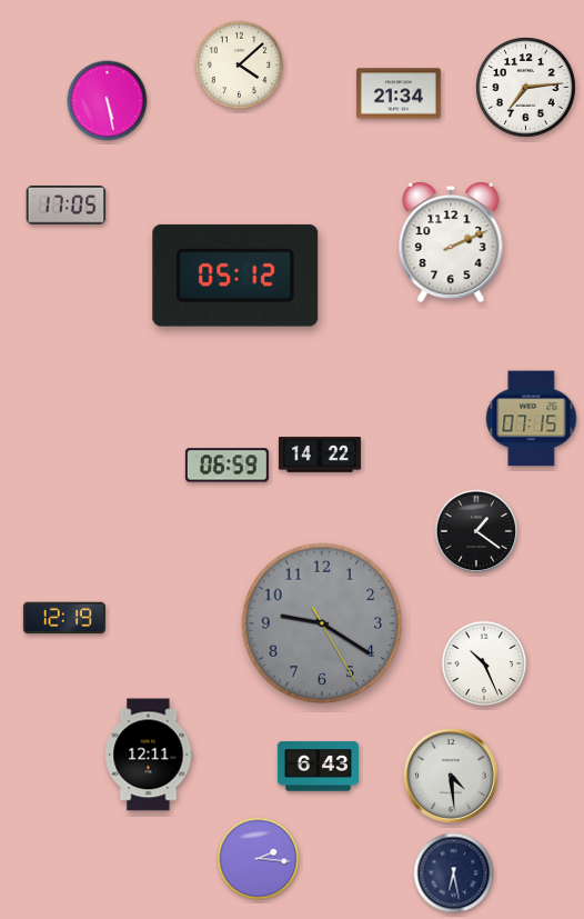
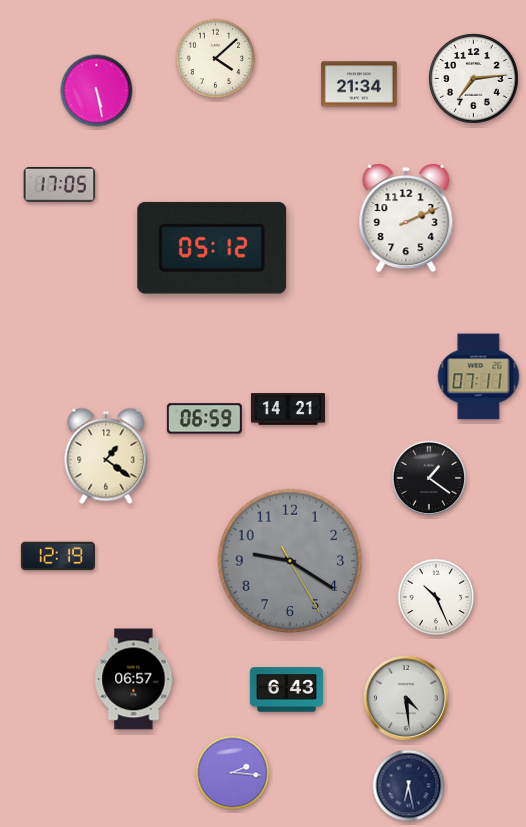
clock at (532, 419): 07:15 -> 07:11
clock at (320, 454): 14:22 -> 14:21
clock at (106, 456): none -> 1:21
clock at (149, 755): 12:11 -> 06:57
